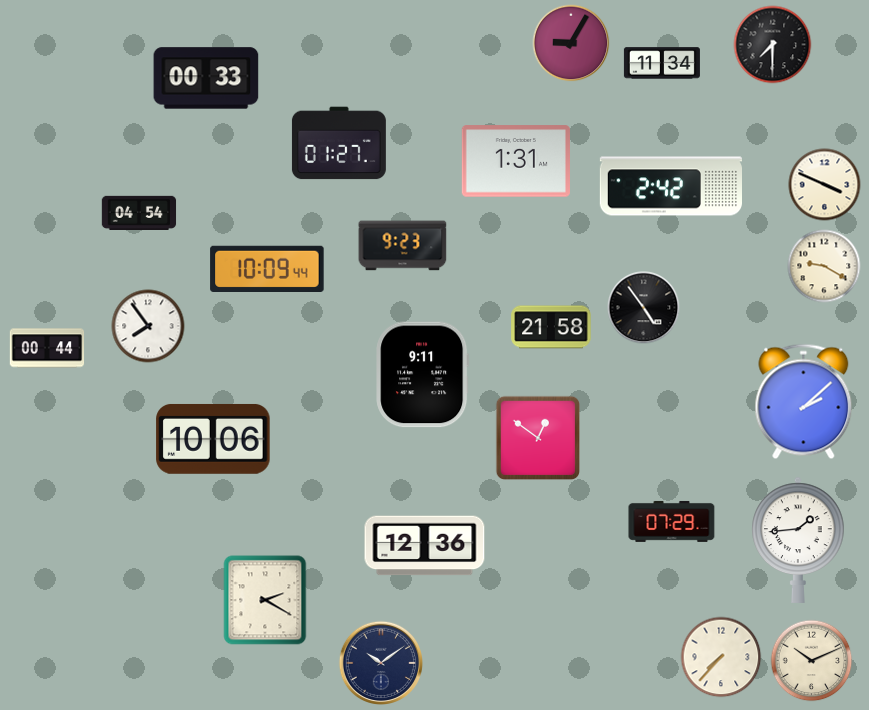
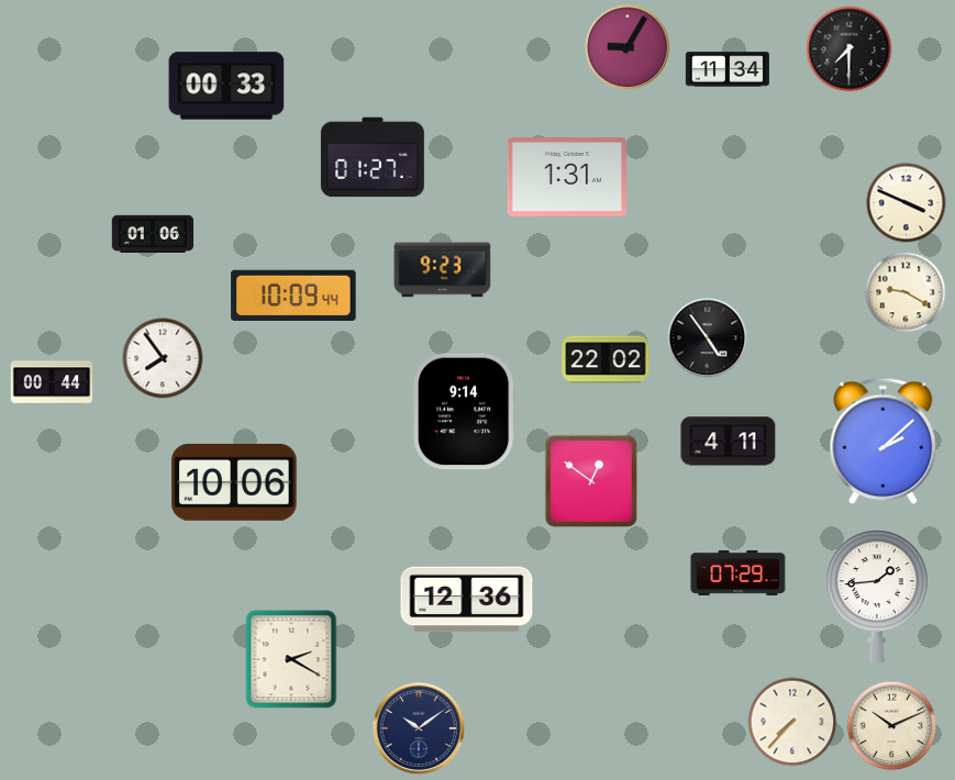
clock at (670, 186): 2:42 -> none
clock at (139, 212): 04:54 -> 01:06
clock at (551, 327): 21:58 -> 22:02
clock at (423, 375): 9:11 -> 9:14
clock at (729, 442): none -> 4:11
